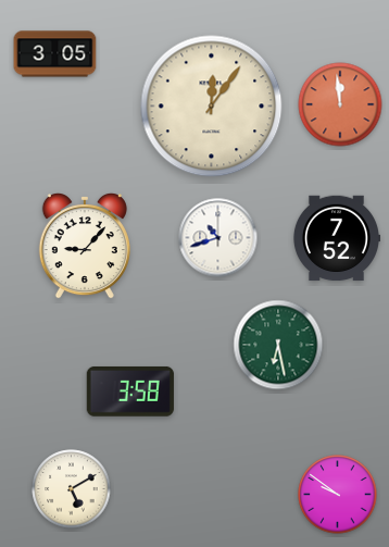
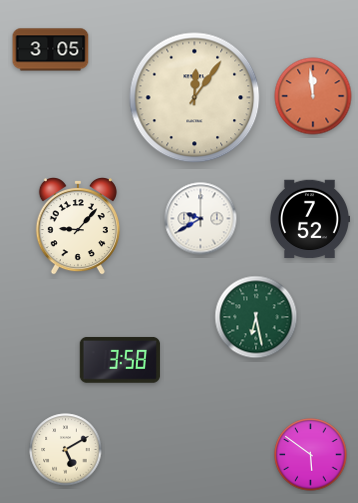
clock at (218, 238): 10:42 -> 9:40
clock at (338, 495): 9:51 -> 5:51
